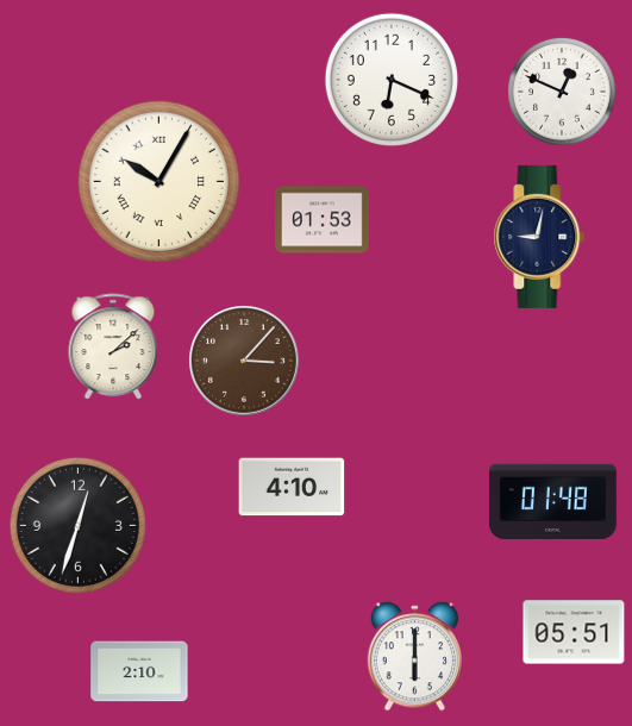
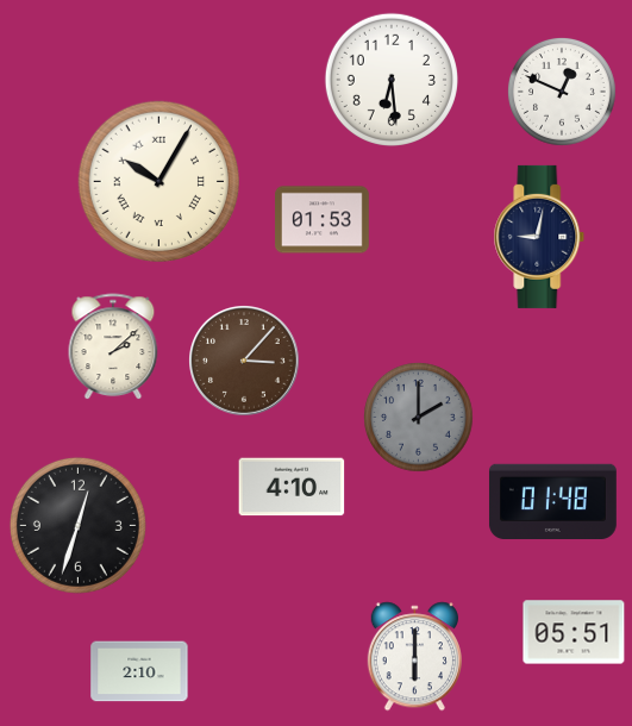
clock at (392, 80): 6:19 -> 6:29
clock at (419, 418): none -> 2:00
